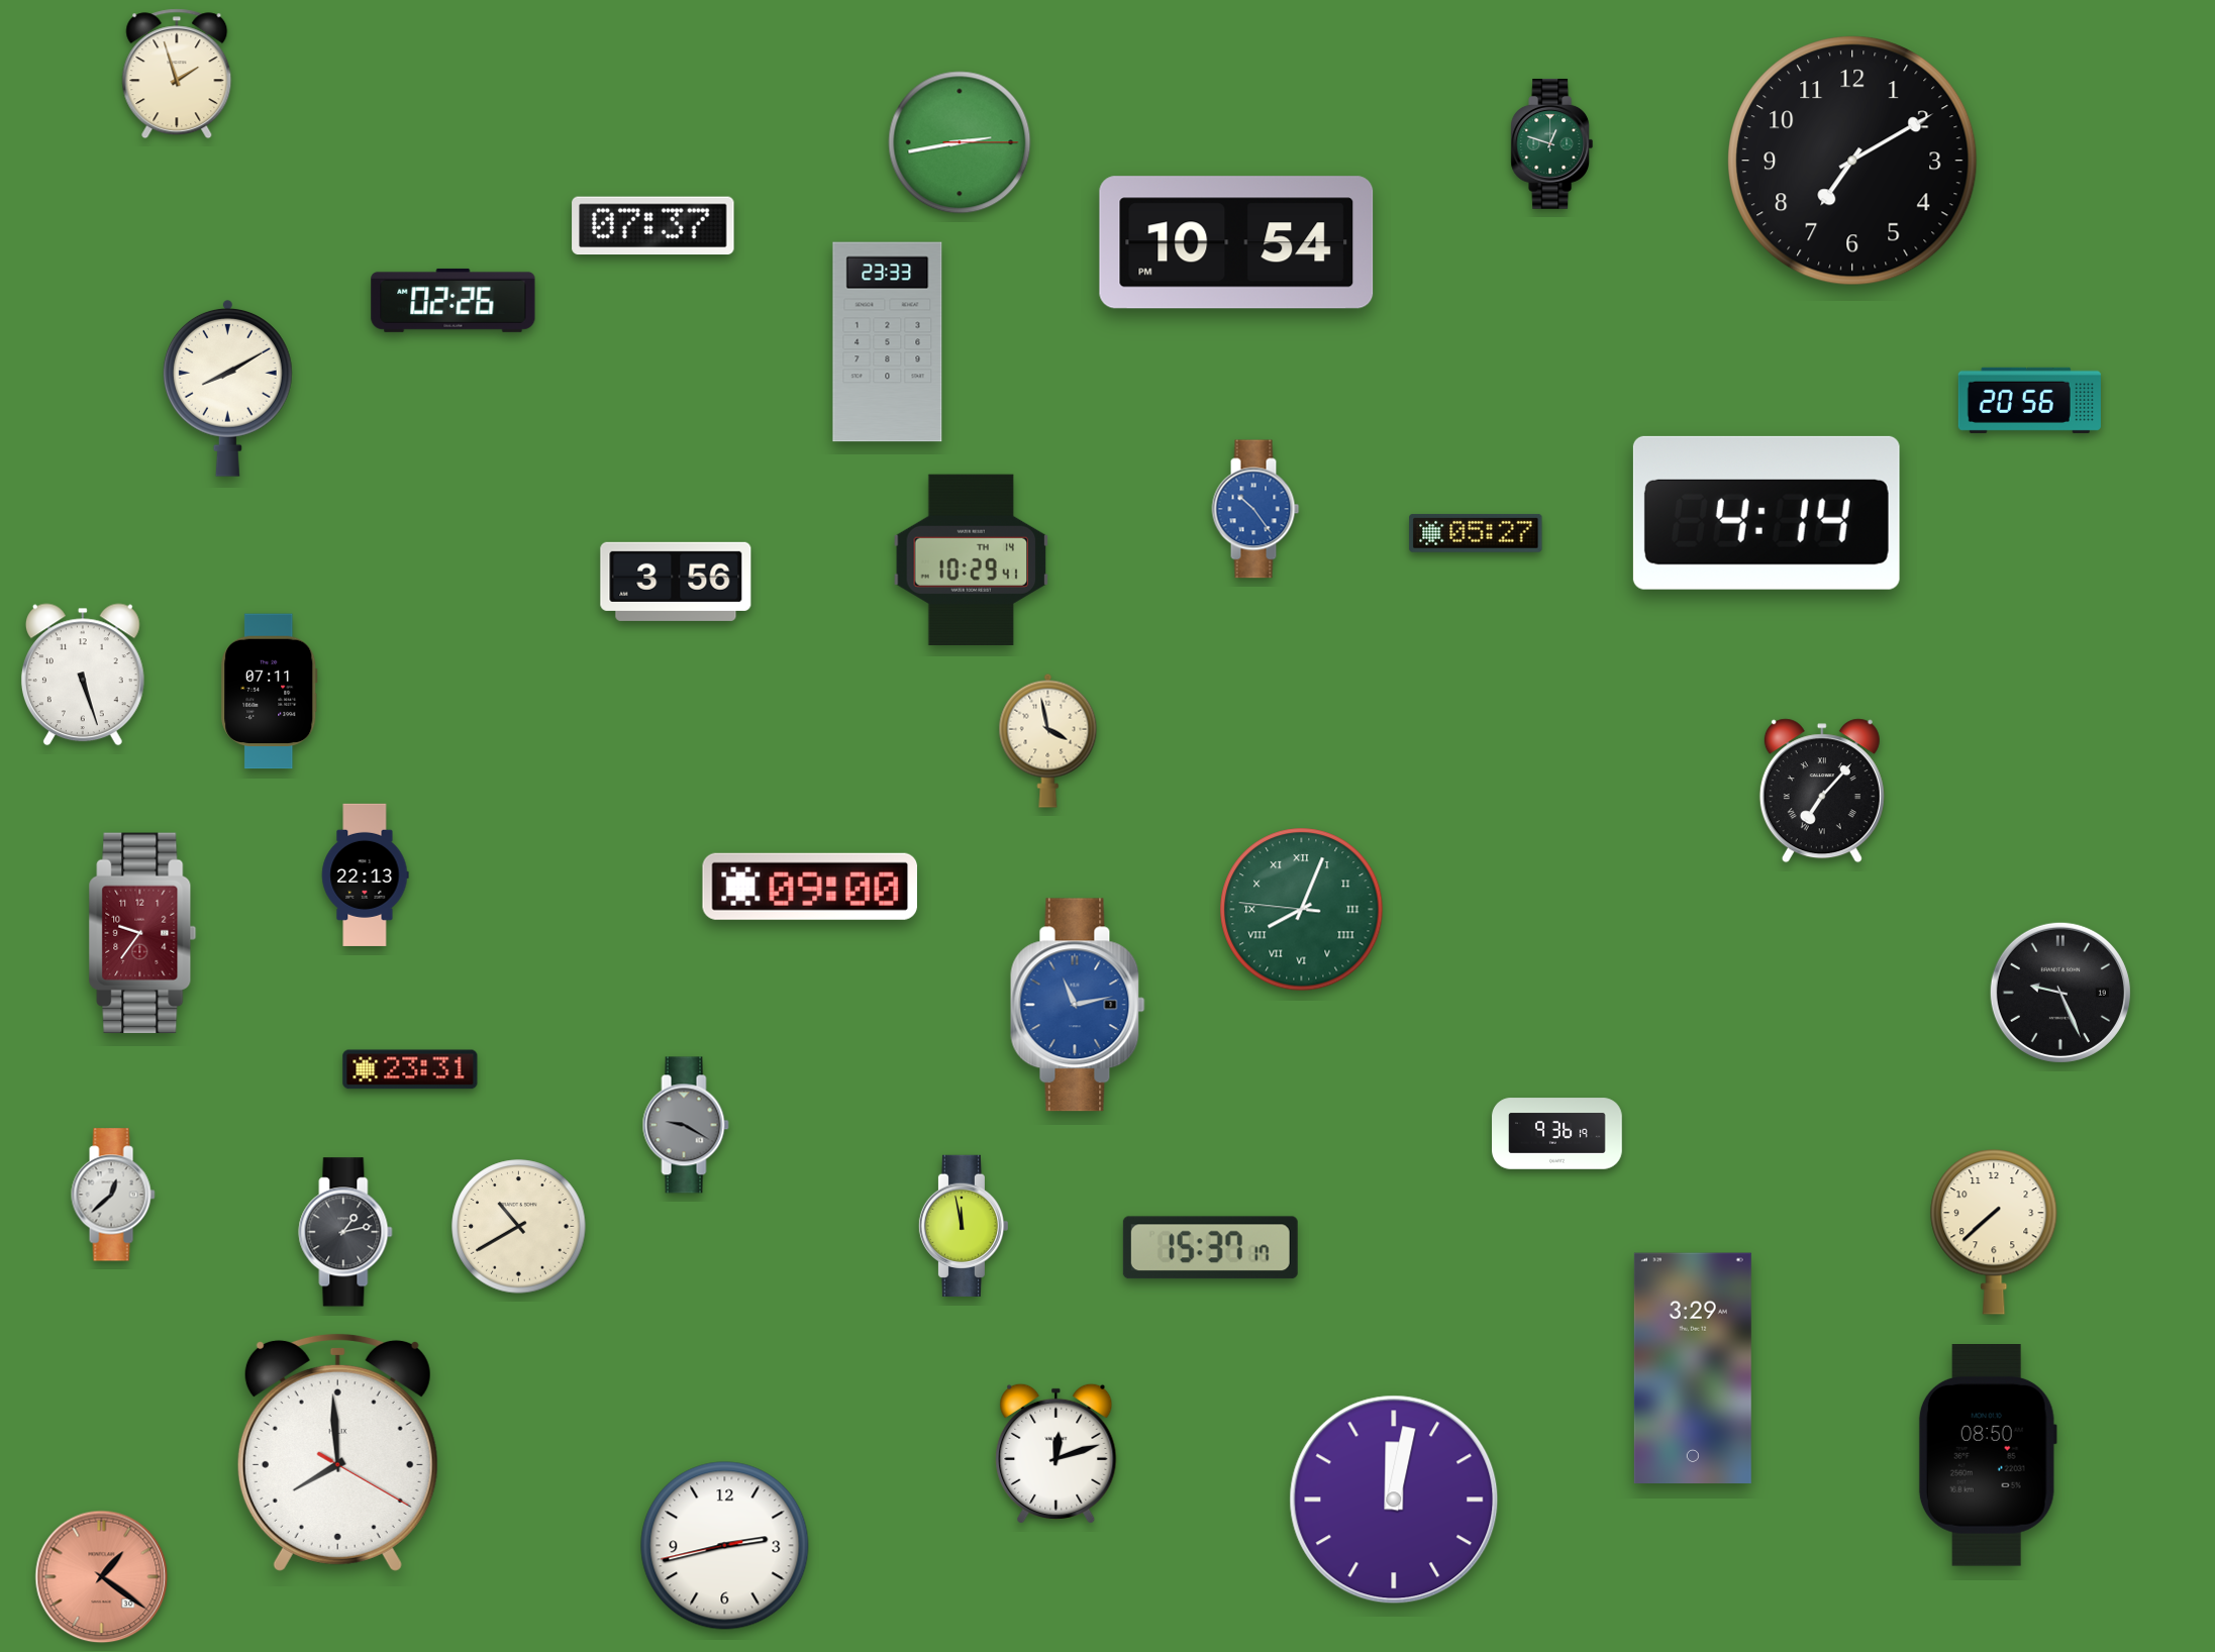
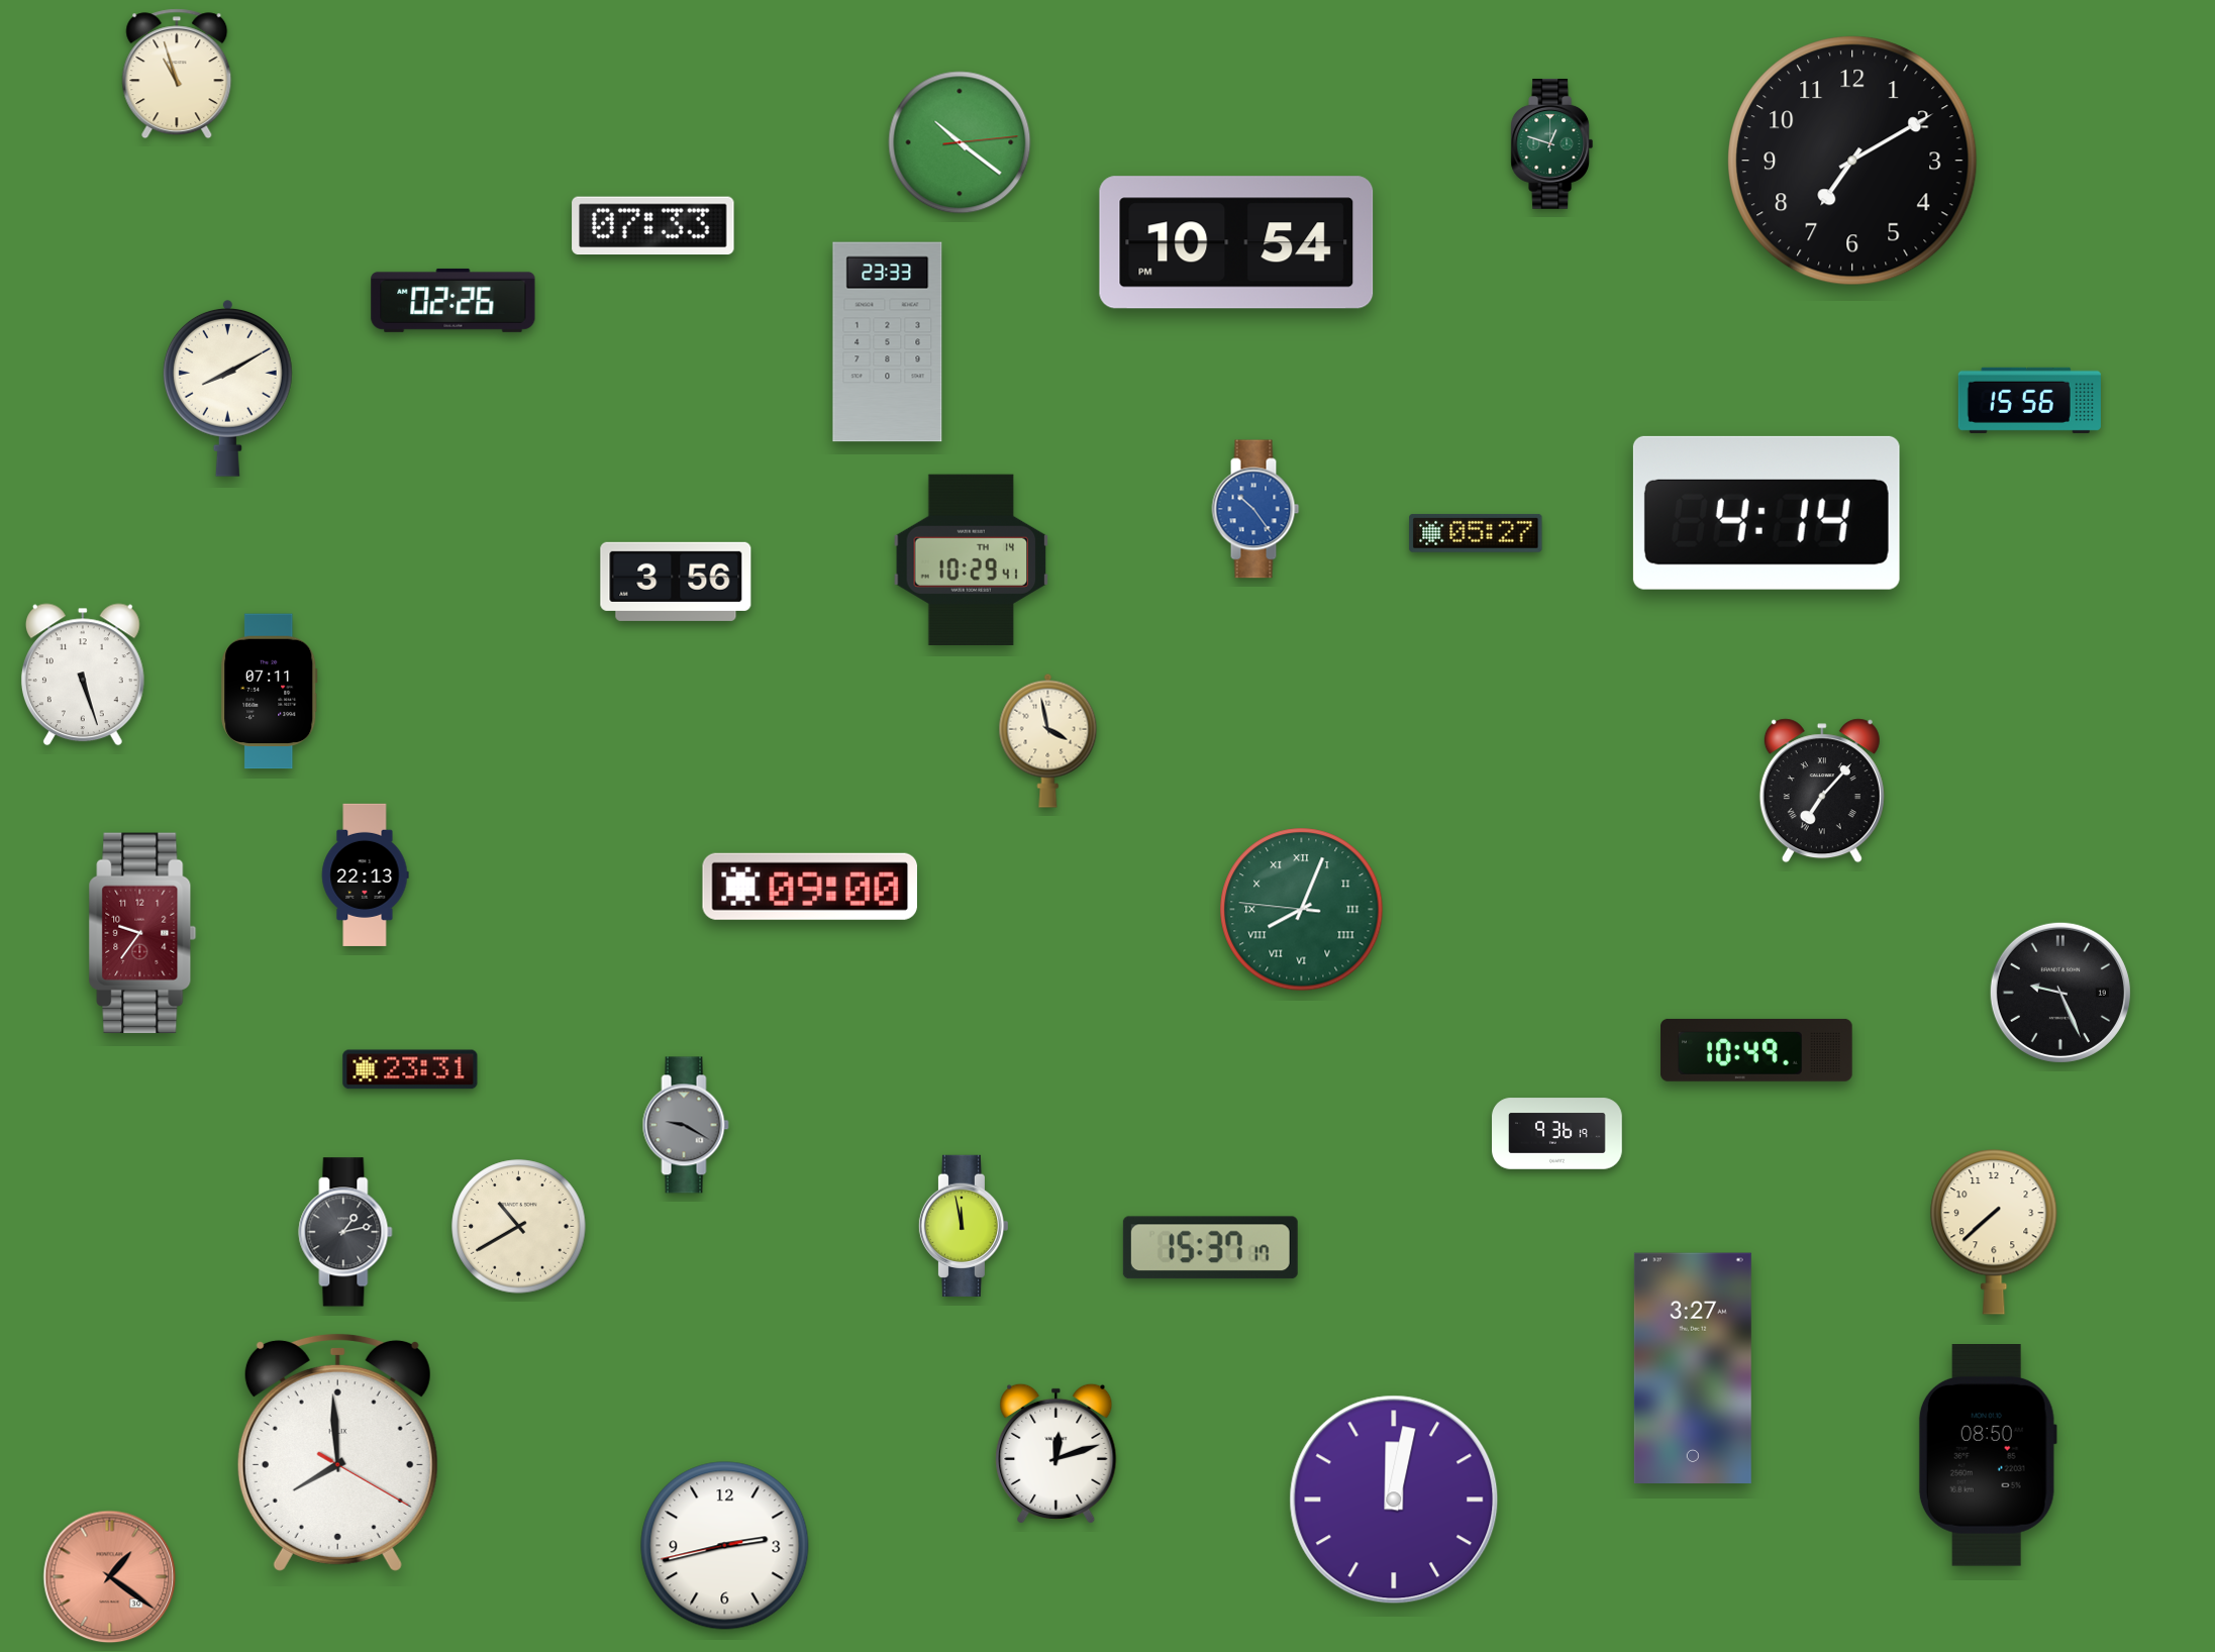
clock at (177, 74): 1:57 -> 10:57
clock at (960, 142): 2:43 -> 10:21
clock at (653, 226): 07:37 -> 07:33
clock at (2029, 400): 20:56 -> 15:56
clock at (1078, 1005): 11:13 -> none
clock at (1756, 1050): none -> 10:49
clock at (113, 1195): 12:38 -> none
clock at (1693, 1368): 3:29 -> 3:27
clock at (102, 1577) position: (102, 1577) -> (110, 1577)
